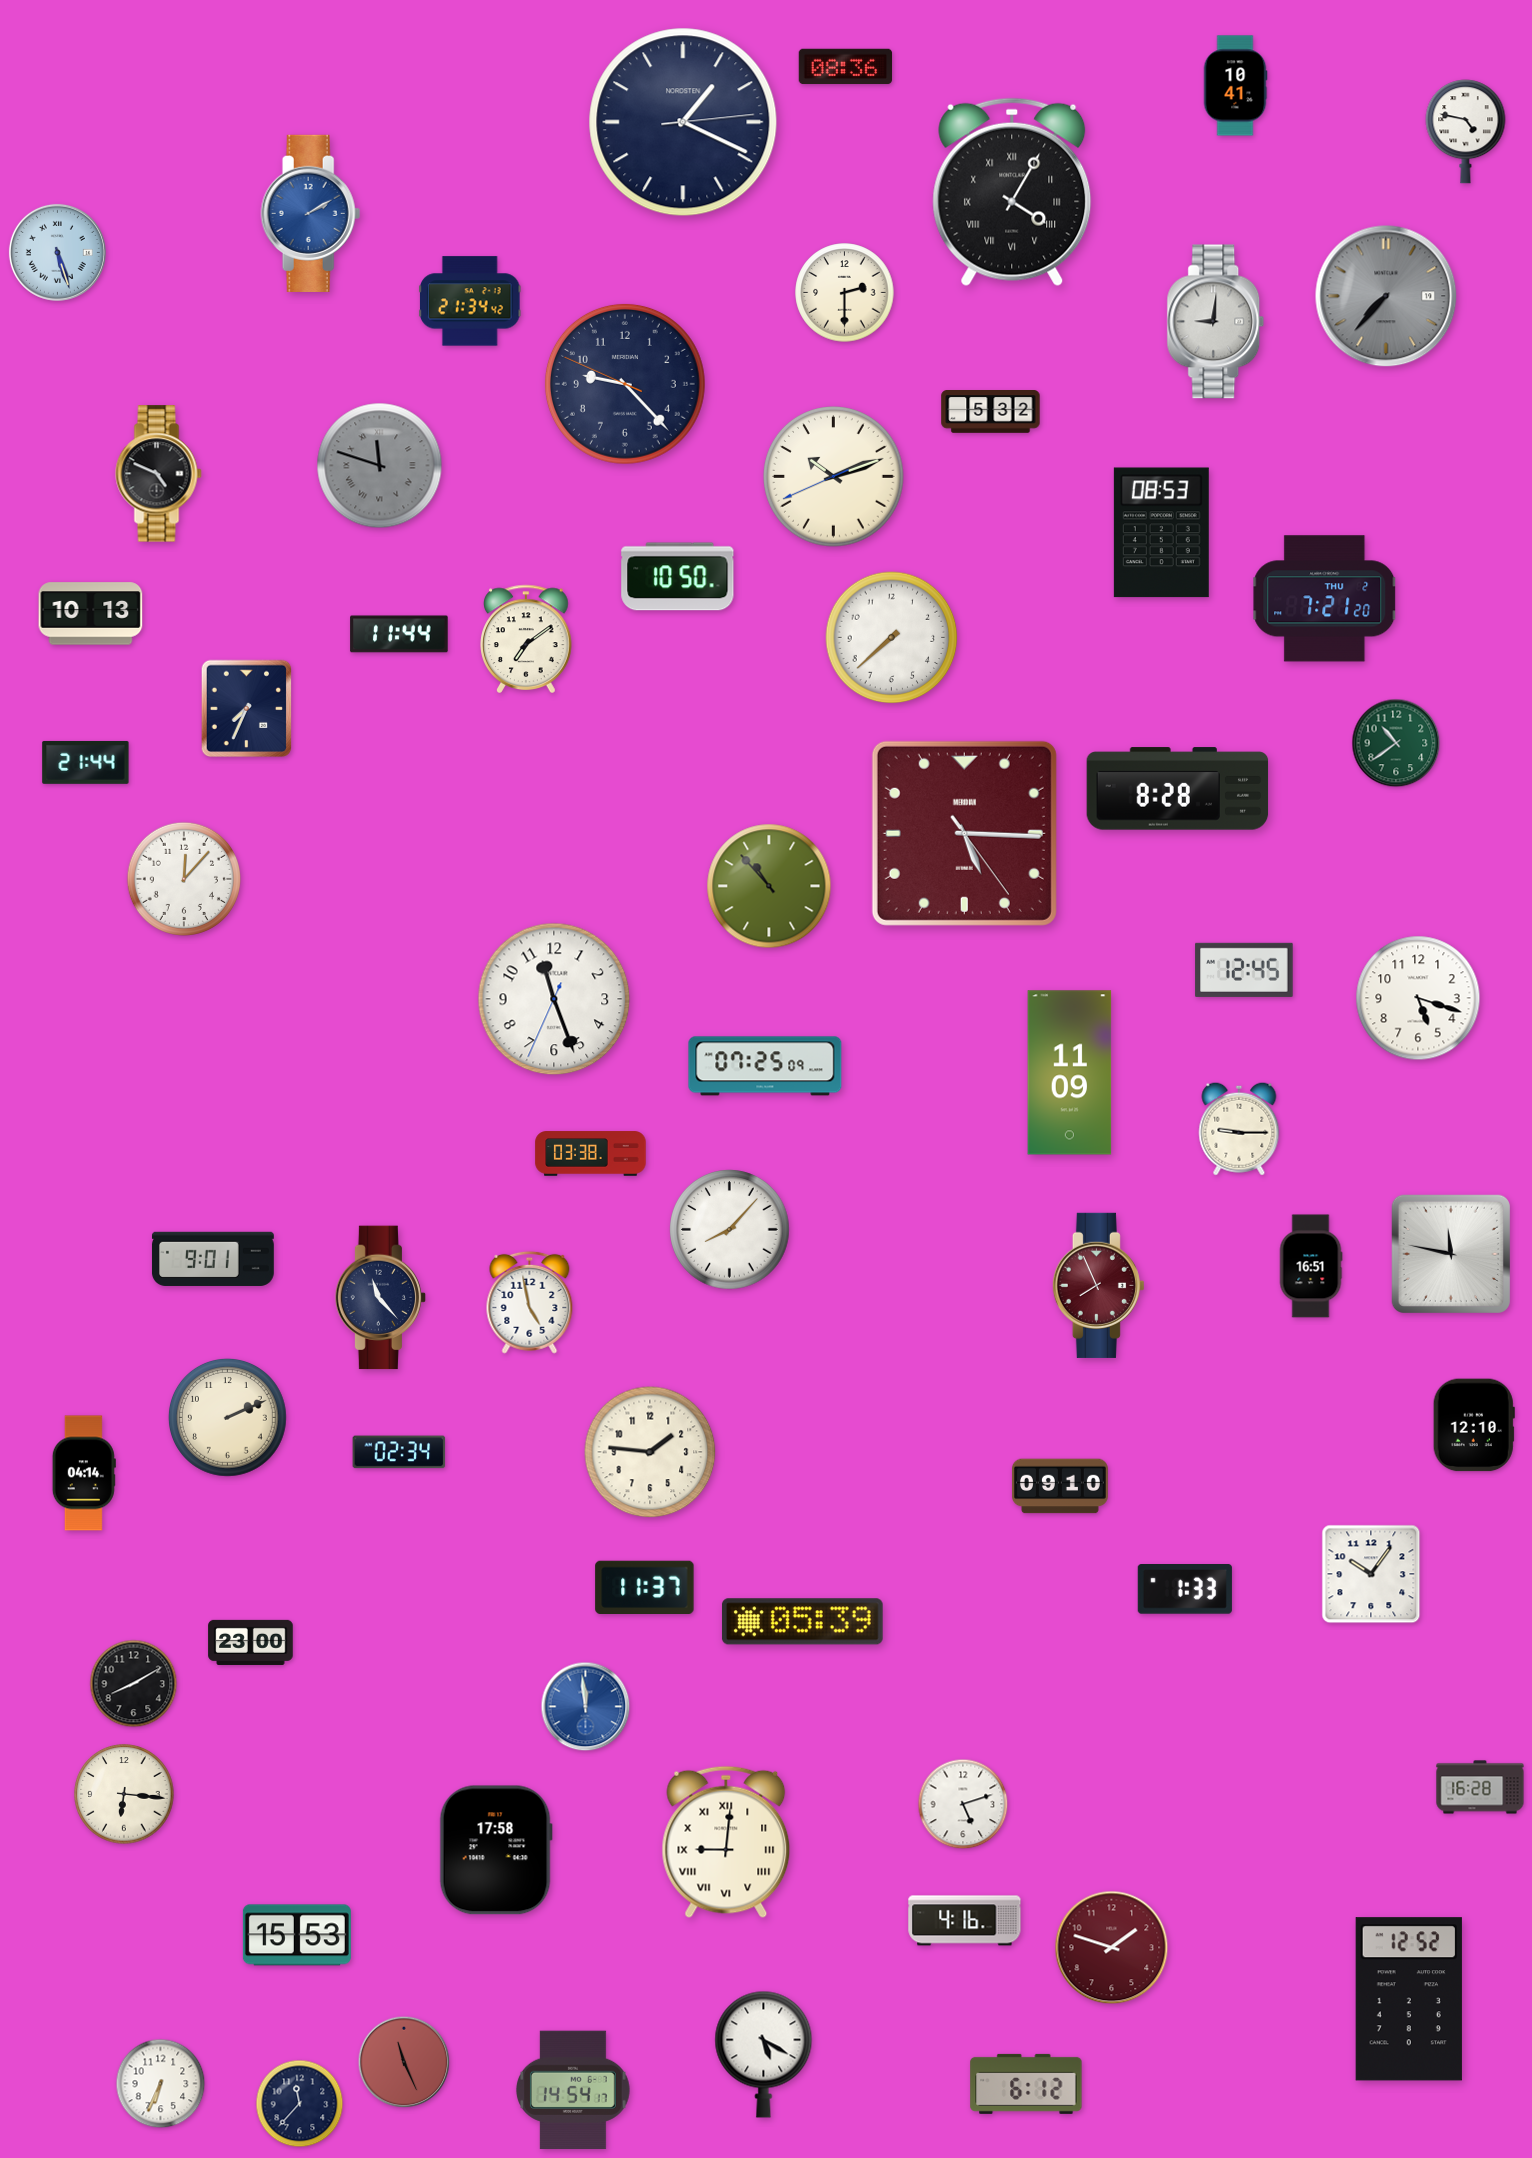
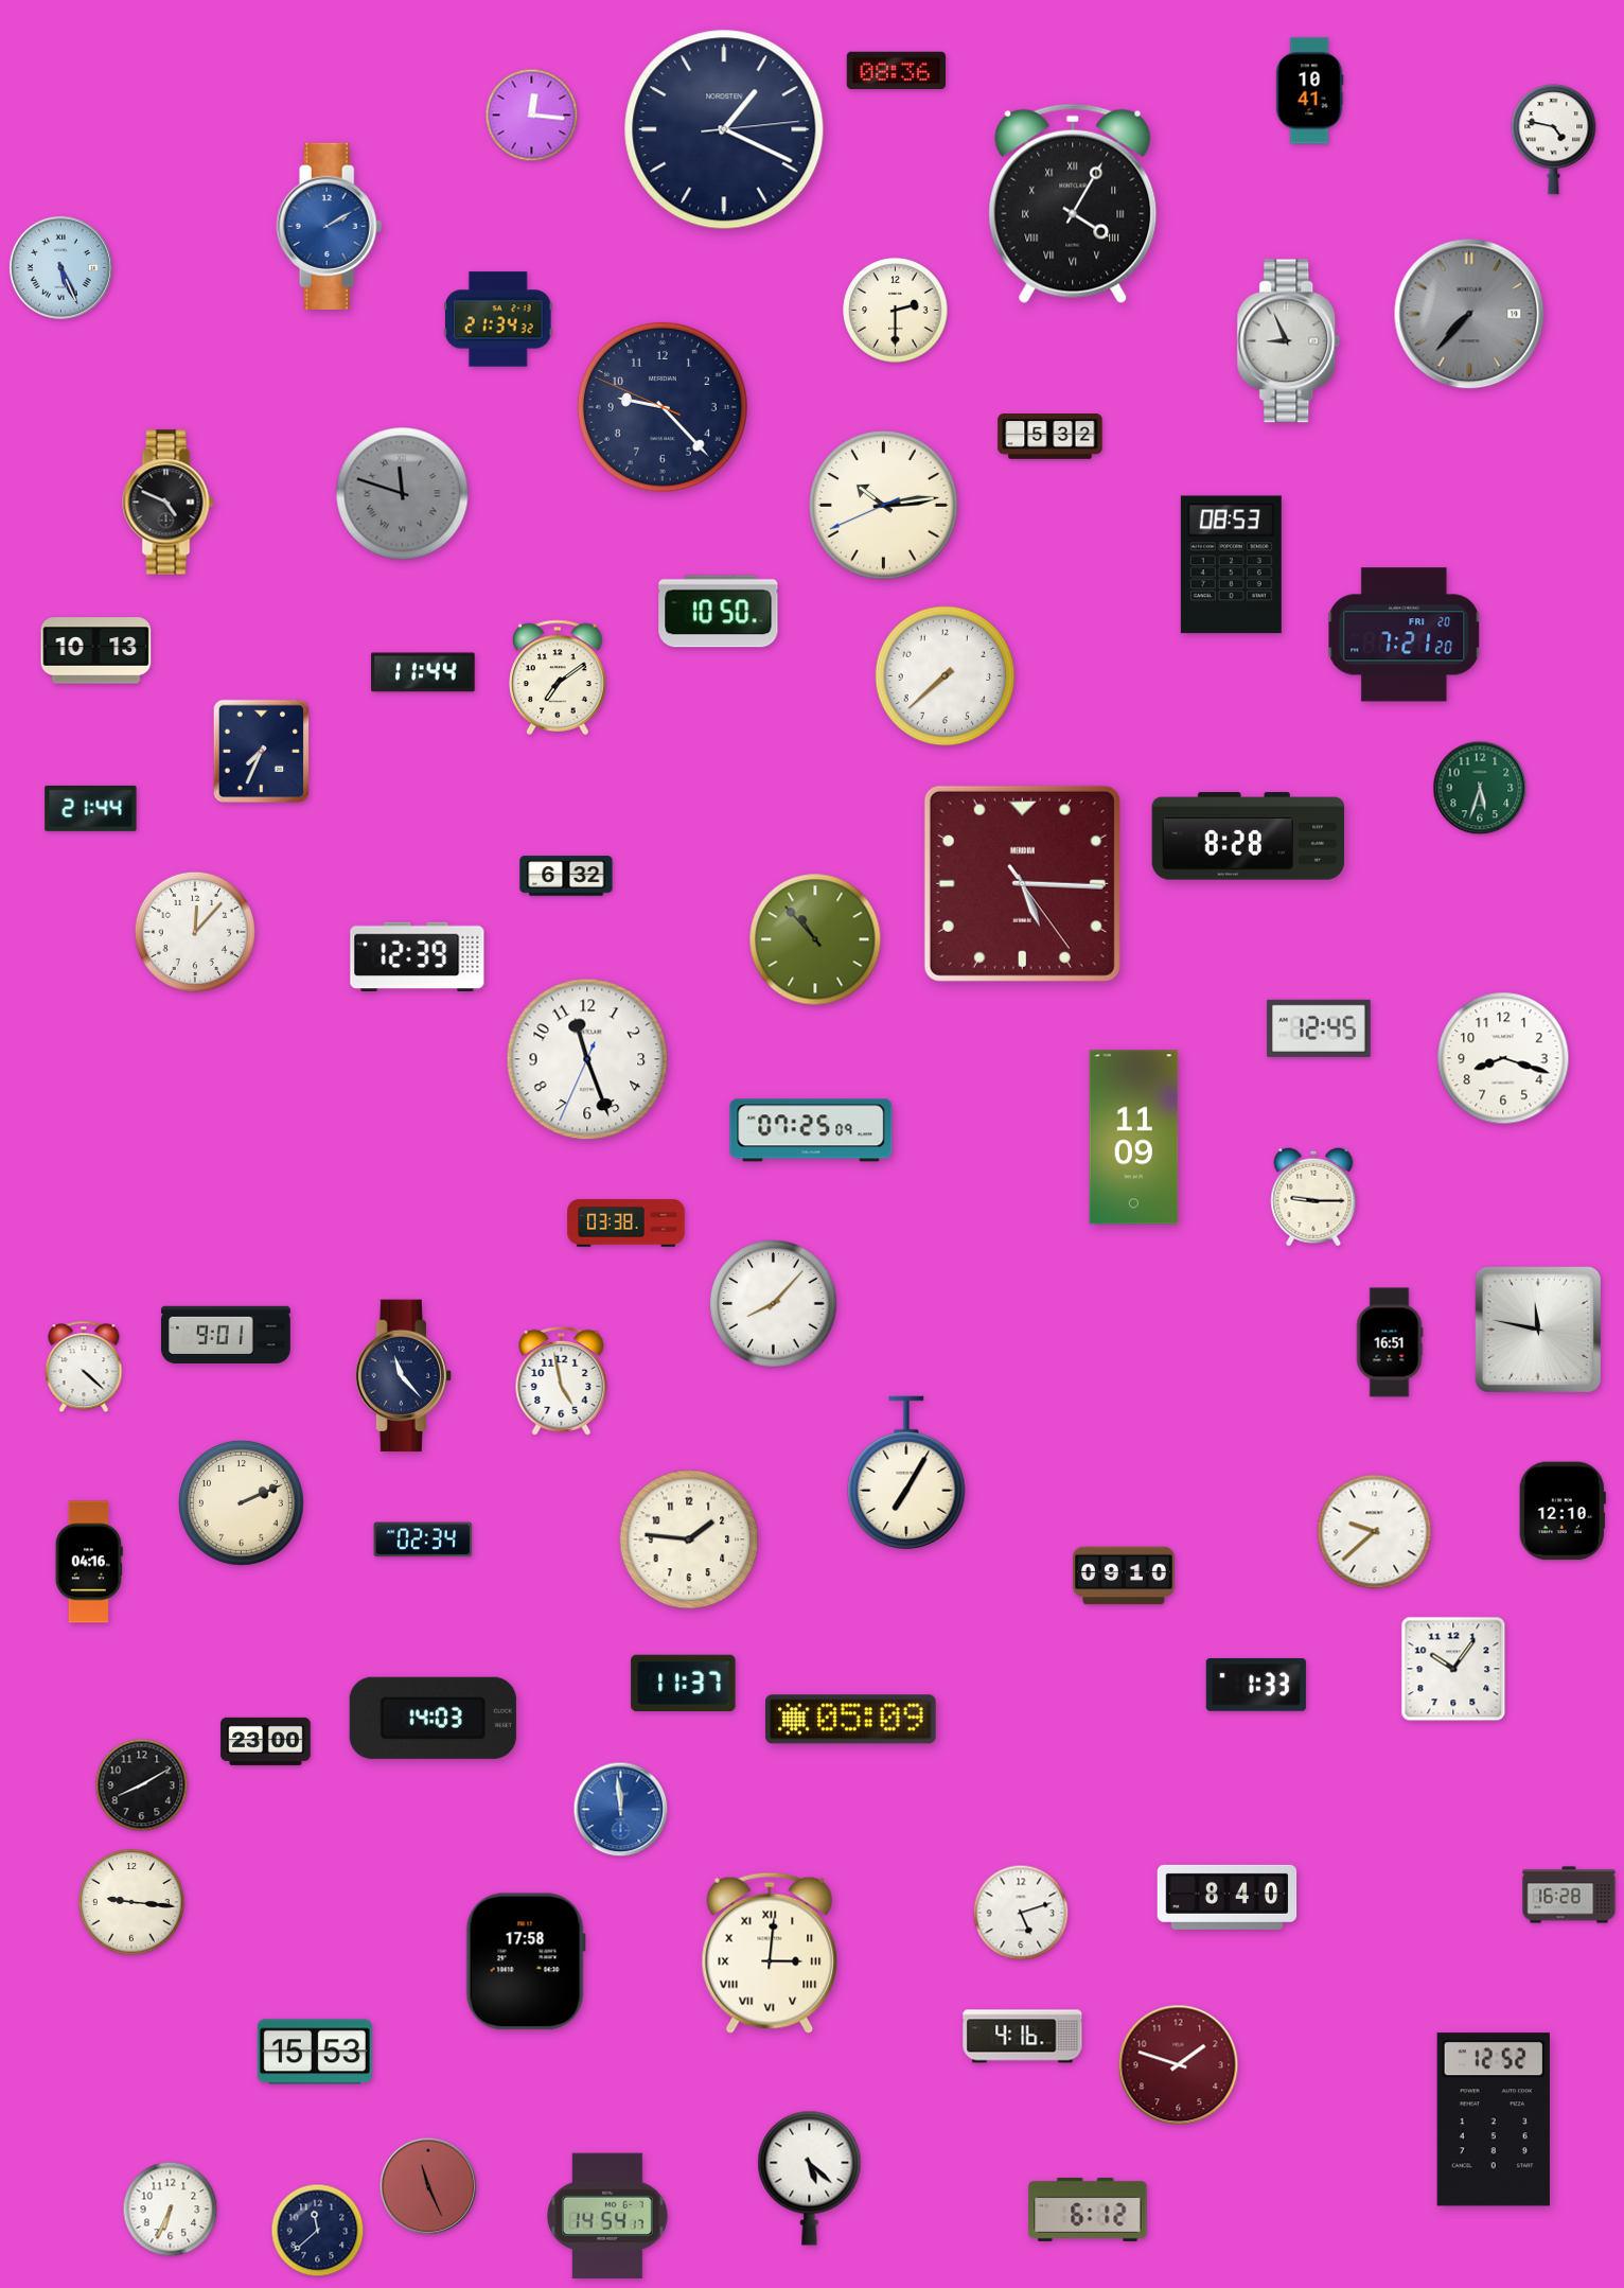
clock at (532, 116): none -> 12:16
clock at (57, 252): 5:27 -> 5:26
clock at (471, 301): 21:34:42 -> 21:34:32
clock at (1216, 322): 9:01 -> 8:56
clock at (834, 477): 10:11 -> 10:13
clock at (1325, 599) date: THU 2 -> FRI 20
clock at (1396, 743): 10:39 -> 5:33
clock at (566, 876): none -> 6:32
clock at (418, 957): none -> 12:39
clock at (1418, 998): 5:18 -> 8:18
clock at (1098, 1285): 7:56 -> none
clock at (84, 1367): none -> 4:22
clock at (906, 1473): none -> 7:05
clock at (1375, 1532): none -> 9:38
clock at (84, 1473): 04:14 -> 04:16
clock at (433, 1718): none -> 14:03
clock at (802, 1622): 05:39 -> 05:09
clock at (1228, 1897): none -> 8:40
clock at (124, 1794): 6:16 -> 9:16
clock at (726, 1842): 9:01 -> 3:01
clock at (764, 2054): 5:20 -> 5:22
clock at (300, 2104): 11:37 -> 11:38
